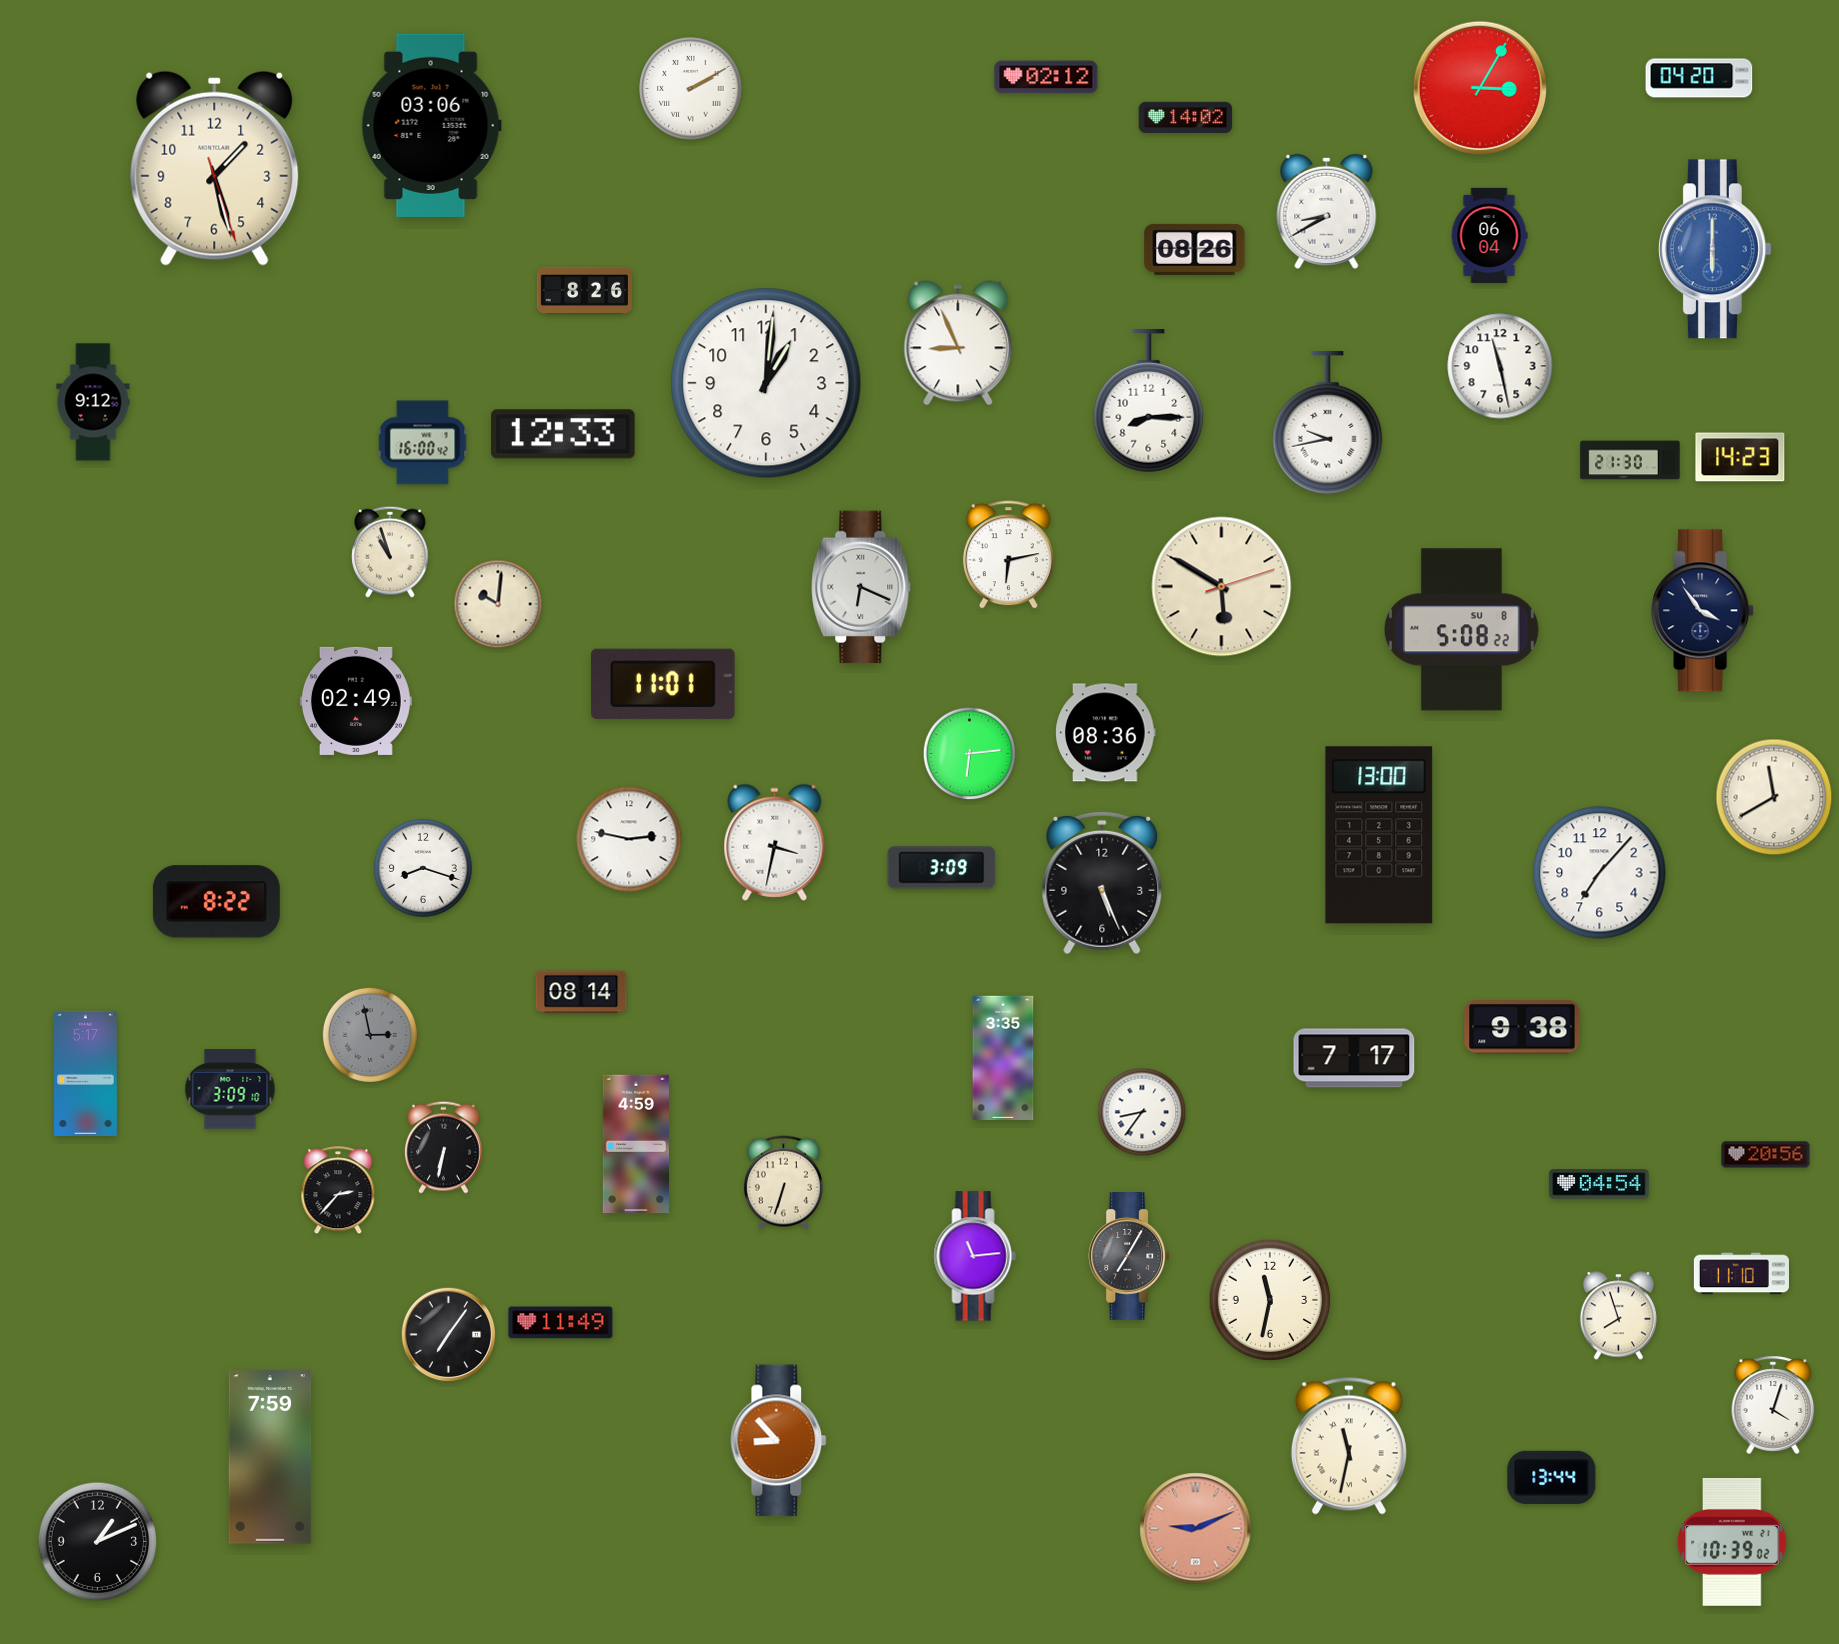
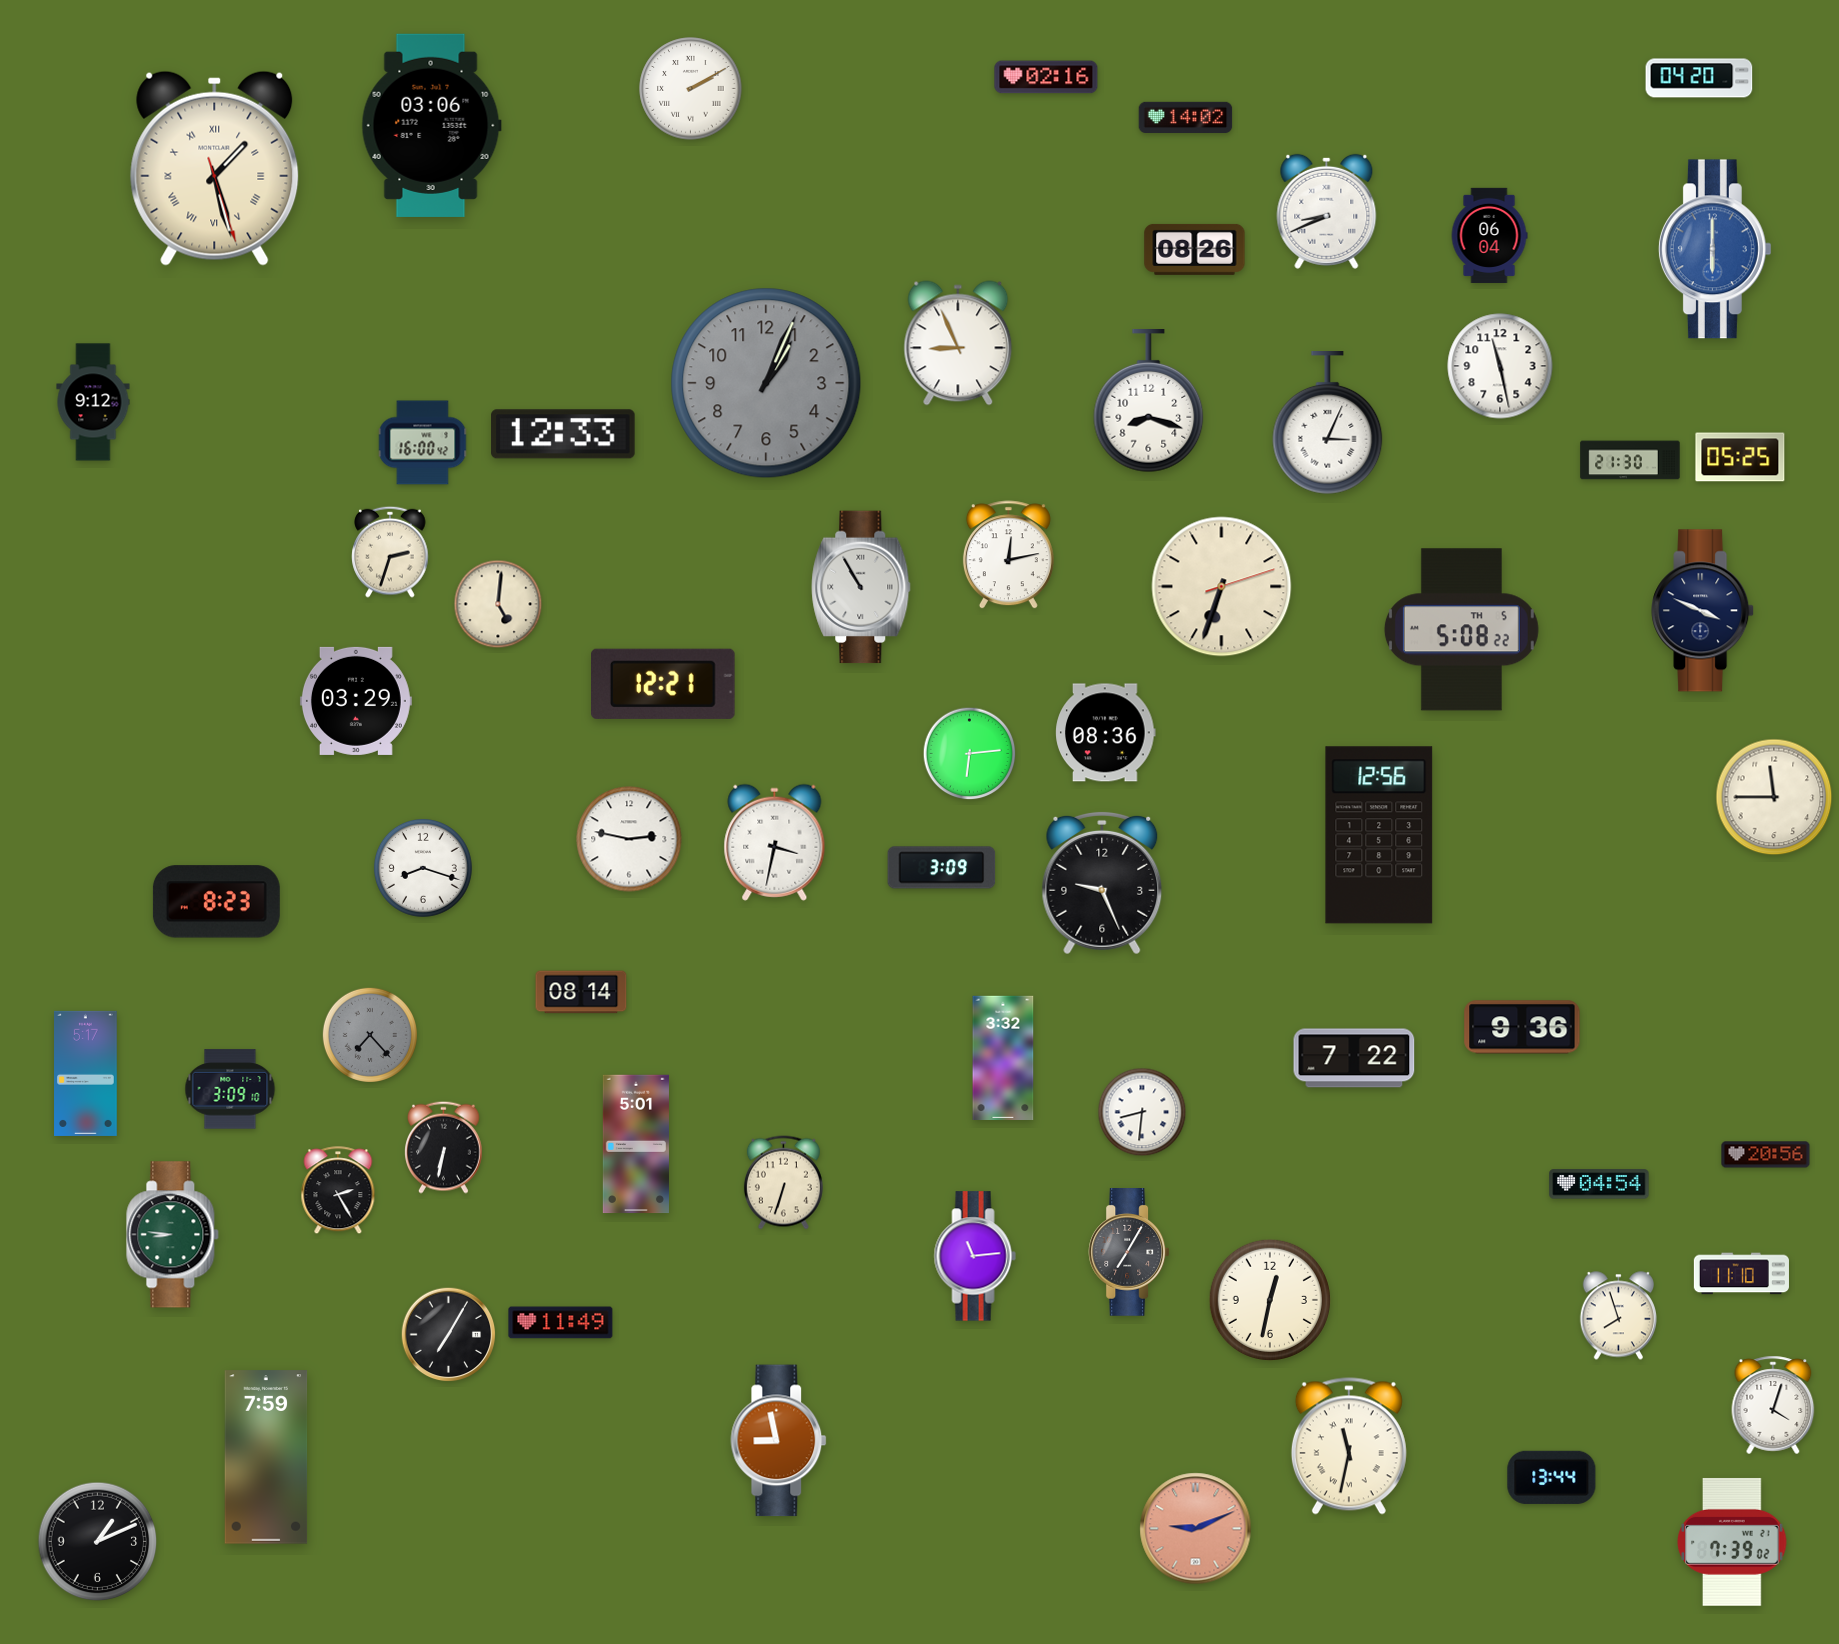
clock at (1046, 77): 02:12 -> 02:16
clock at (1479, 87): 3:05 -> none
clock at (215, 168) numerals: Arabic -> Roman
clock at (1327, 211): 8:40 -> 8:41
clock at (584, 291): 8:26 -> none
clock at (766, 383): 1:01 -> 1:04
clock at (766, 383) dial: white -> grey
clock at (1149, 402): 8:15 -> 8:18
clock at (1328, 424): 9:43 -> 3:04
clock at (1740, 457): 14:23 -> 05:25
clock at (390, 552): 10:57 -> 2:33
clock at (1008, 555): 6:13 -> 12:13
clock at (861, 587): 6:19 -> 10:55
clock at (1222, 587): 5:50 -> 6:33
clock at (498, 604): 10:01 -> 5:01
clock at (1703, 611): 3:54 -> 3:49
clock at (1461, 630) date: SU 8 -> TH 5
clock at (664, 684): 11:01 -> 12:21
clock at (356, 701): 02:49 -> 03:29
clock at (1774, 797): 11:40 -> 11:45
clock at (1379, 835): 13:00 -> 12:56
clock at (1600, 873): 7:07 -> none
clock at (1102, 883): 5:26 -> 9:26
clock at (216, 902): 8:22 -> 8:23
clock at (1522, 1027): 9:38 -> 9:36
clock at (370, 1035): 2:58 -> 7:23
clock at (1003, 1057): 3:35 -> 3:32
clock at (1354, 1058): 7:17 -> 7:22
clock at (1142, 1112): 8:36 -> 8:31
clock at (636, 1144): 4:59 -> 5:01
clock at (338, 1191): 2:37 -> 2:25
clock at (173, 1235): none -> 8:46
clock at (1129, 1257) position: (1129, 1257) -> (1129, 1253)
clock at (1270, 1300): 11:32 -> 12:32
clock at (449, 1335): 7:06 -> 7:05
clock at (779, 1441): 8:53 -> 8:58
clock at (270, 1457) position: (270, 1457) -> (266, 1457)
clock at (1732, 1542): 10:39 -> 7:39
